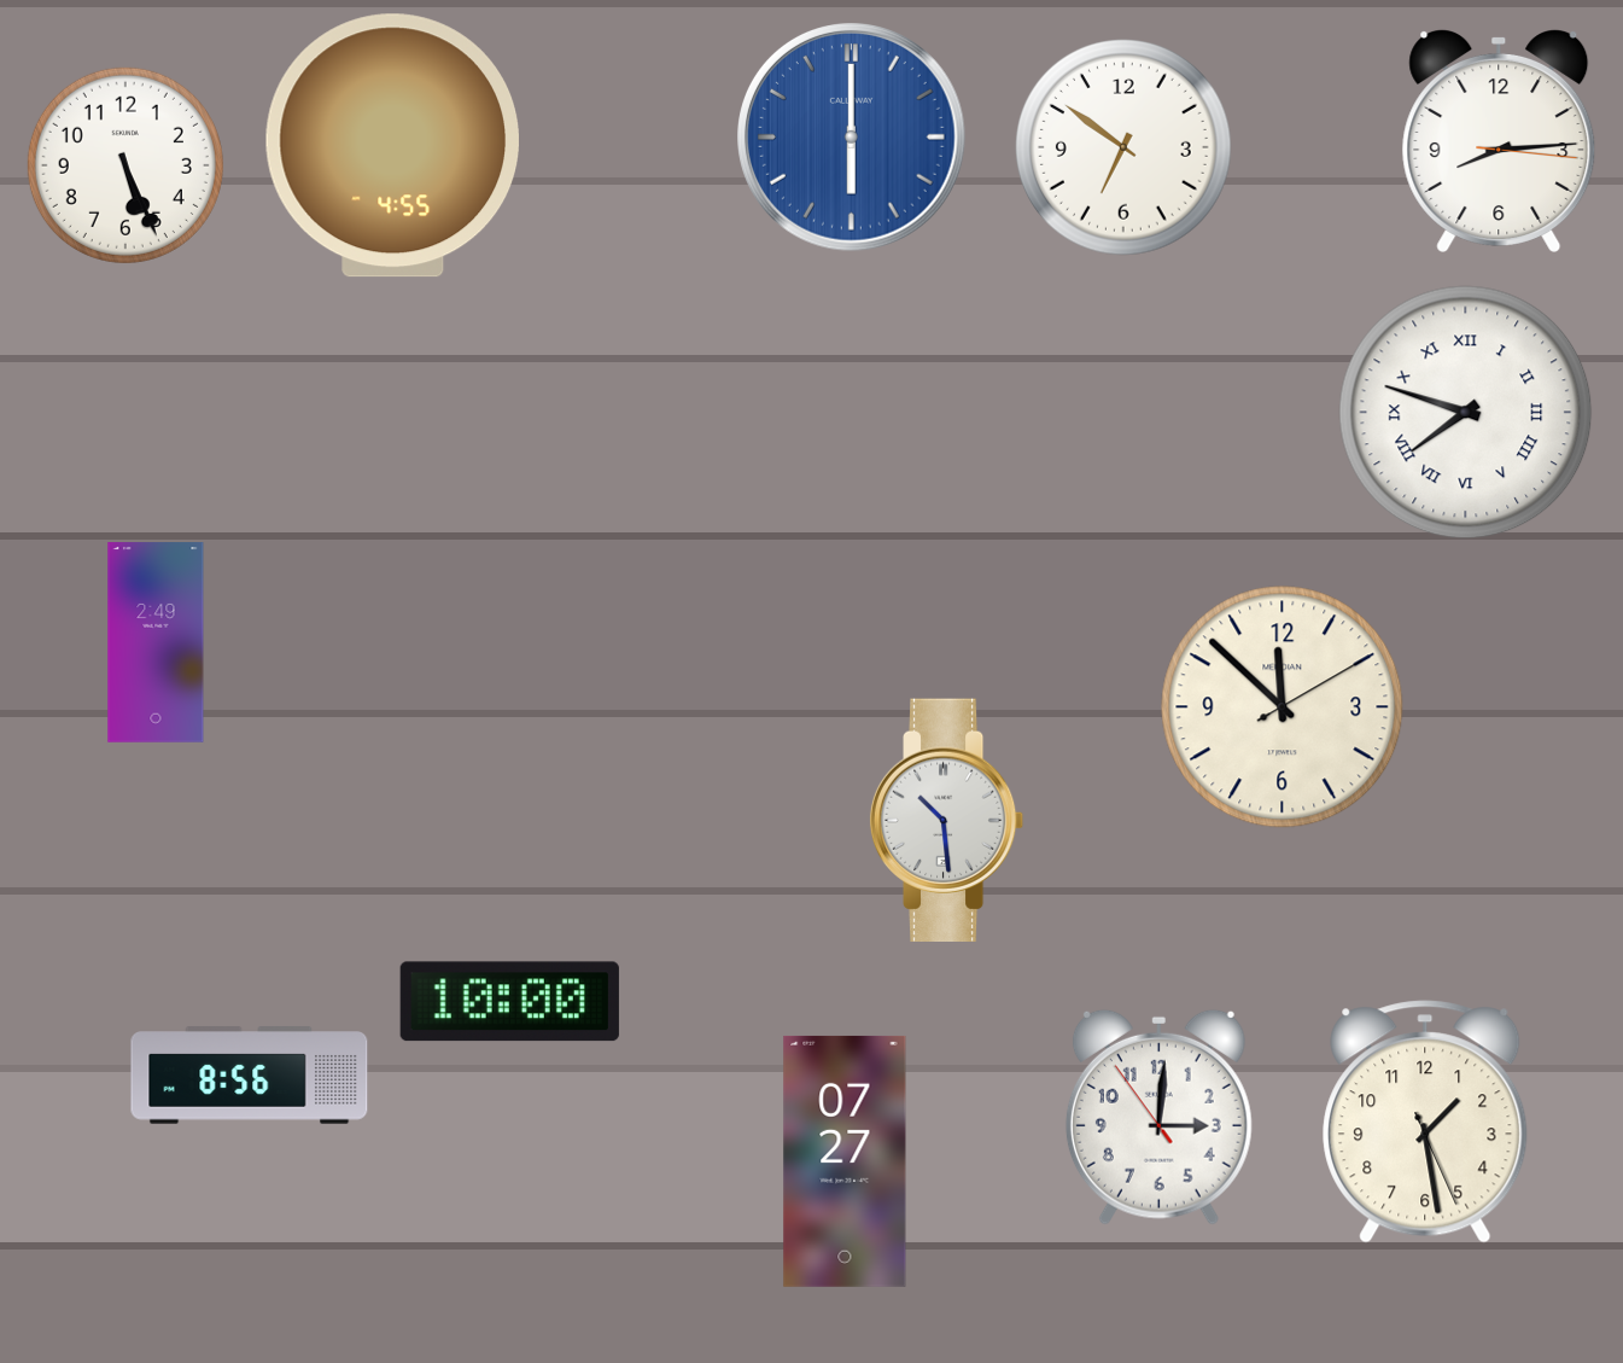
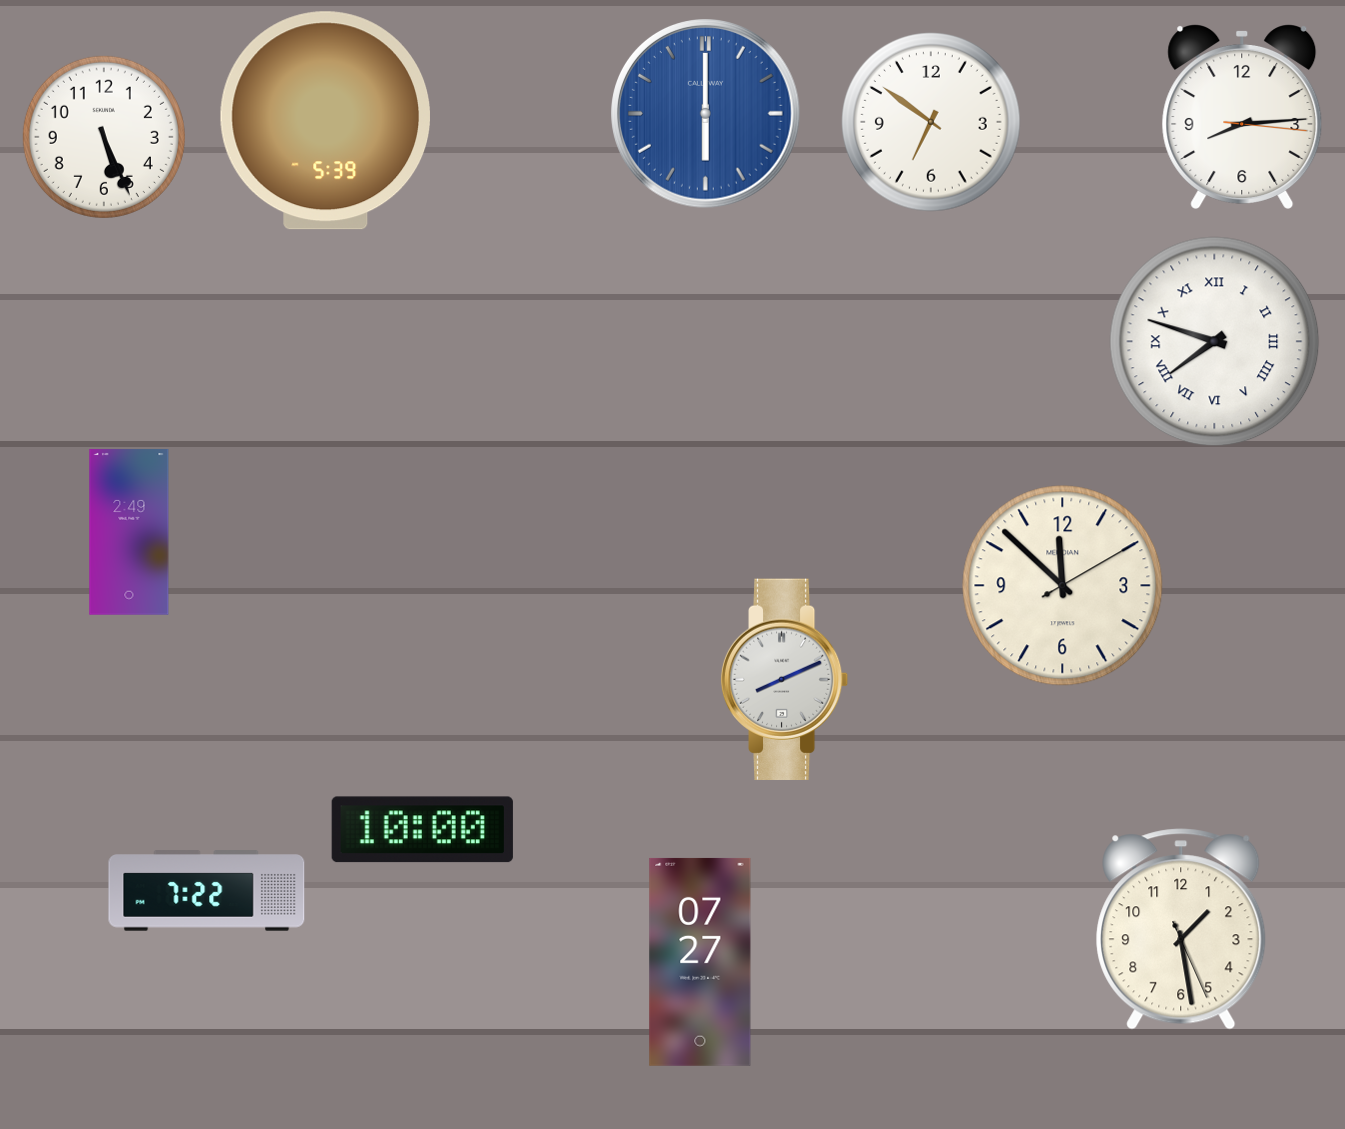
clock at (392, 146): 4:55 -> 5:39
clock at (947, 820): 10:29 -> 8:11
clock at (250, 1076): 8:56 -> 7:22
clock at (1158, 1117): 3:00 -> none
